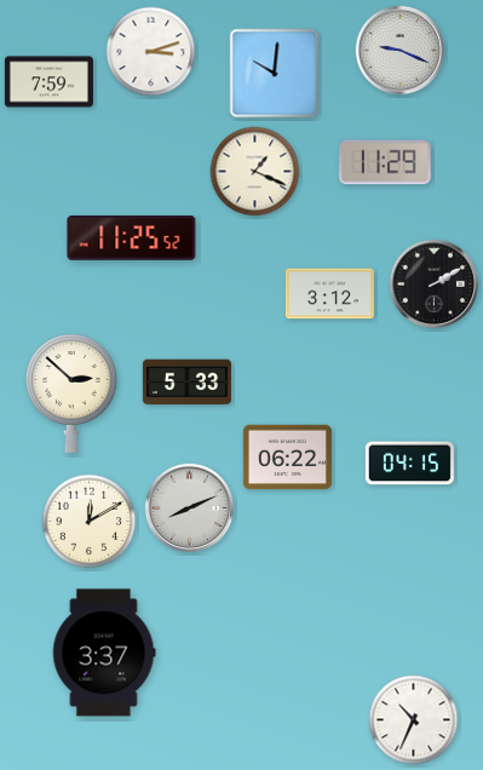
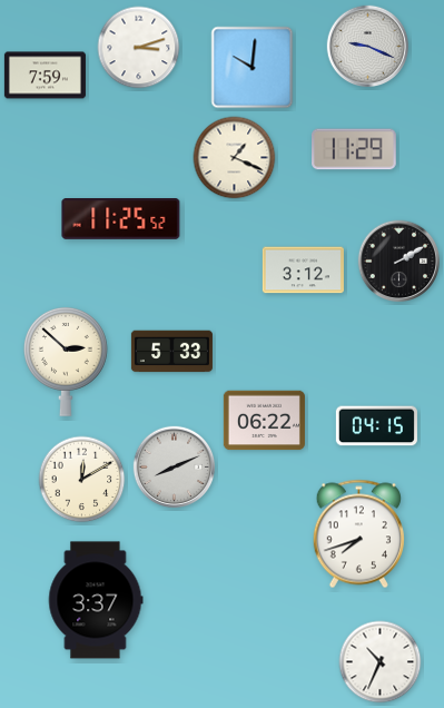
clock at (358, 534): none -> 7:42
